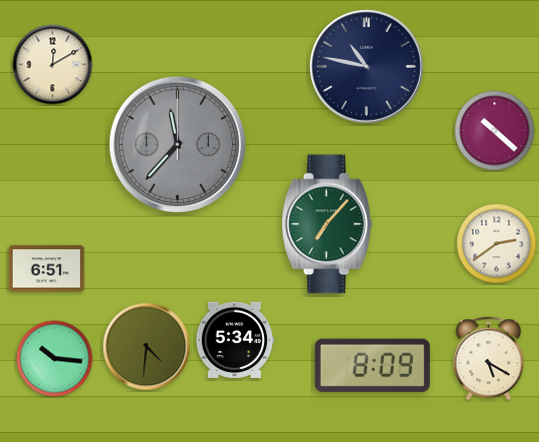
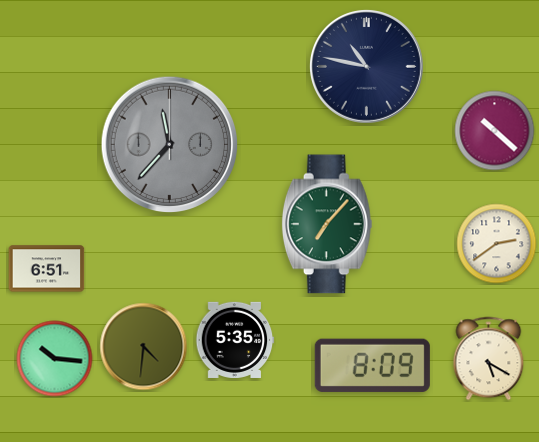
clock at (53, 65): 12:10 -> none
clock at (178, 145) position: (178, 145) -> (170, 145)
clock at (235, 340): 5:34 -> 5:35
clock at (147, 347) position: (147, 347) -> (144, 347)
